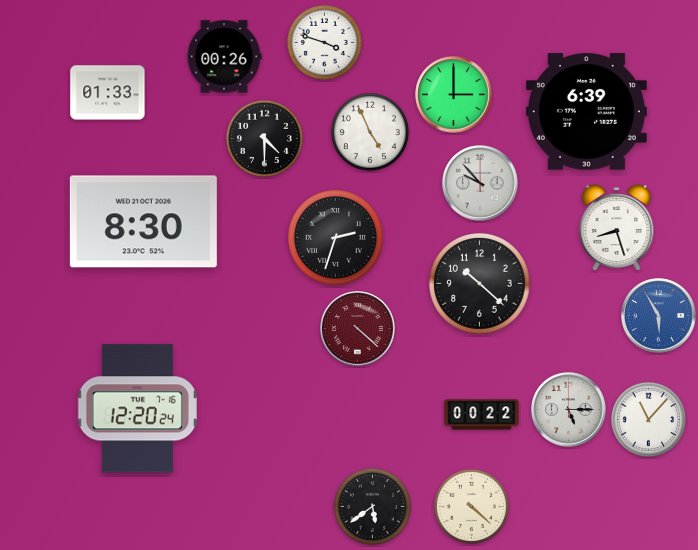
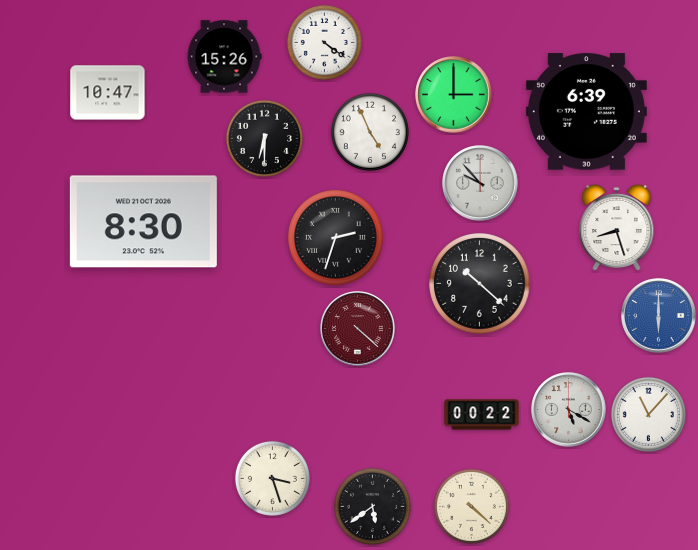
clock at (324, 42): 3:48 -> 4:21
clock at (224, 57): 00:26 -> 15:26
clock at (108, 93): 01:33 -> 10:47
clock at (264, 138): 4:30 -> 6:30
clock at (659, 316): 5:55 -> 6:00
clock at (137, 409): 12:20 -> none
clock at (569, 410): 5:15 -> 5:20
clock at (648, 419) position: (648, 419) -> (648, 414)
clock at (272, 478): none -> 3:27
